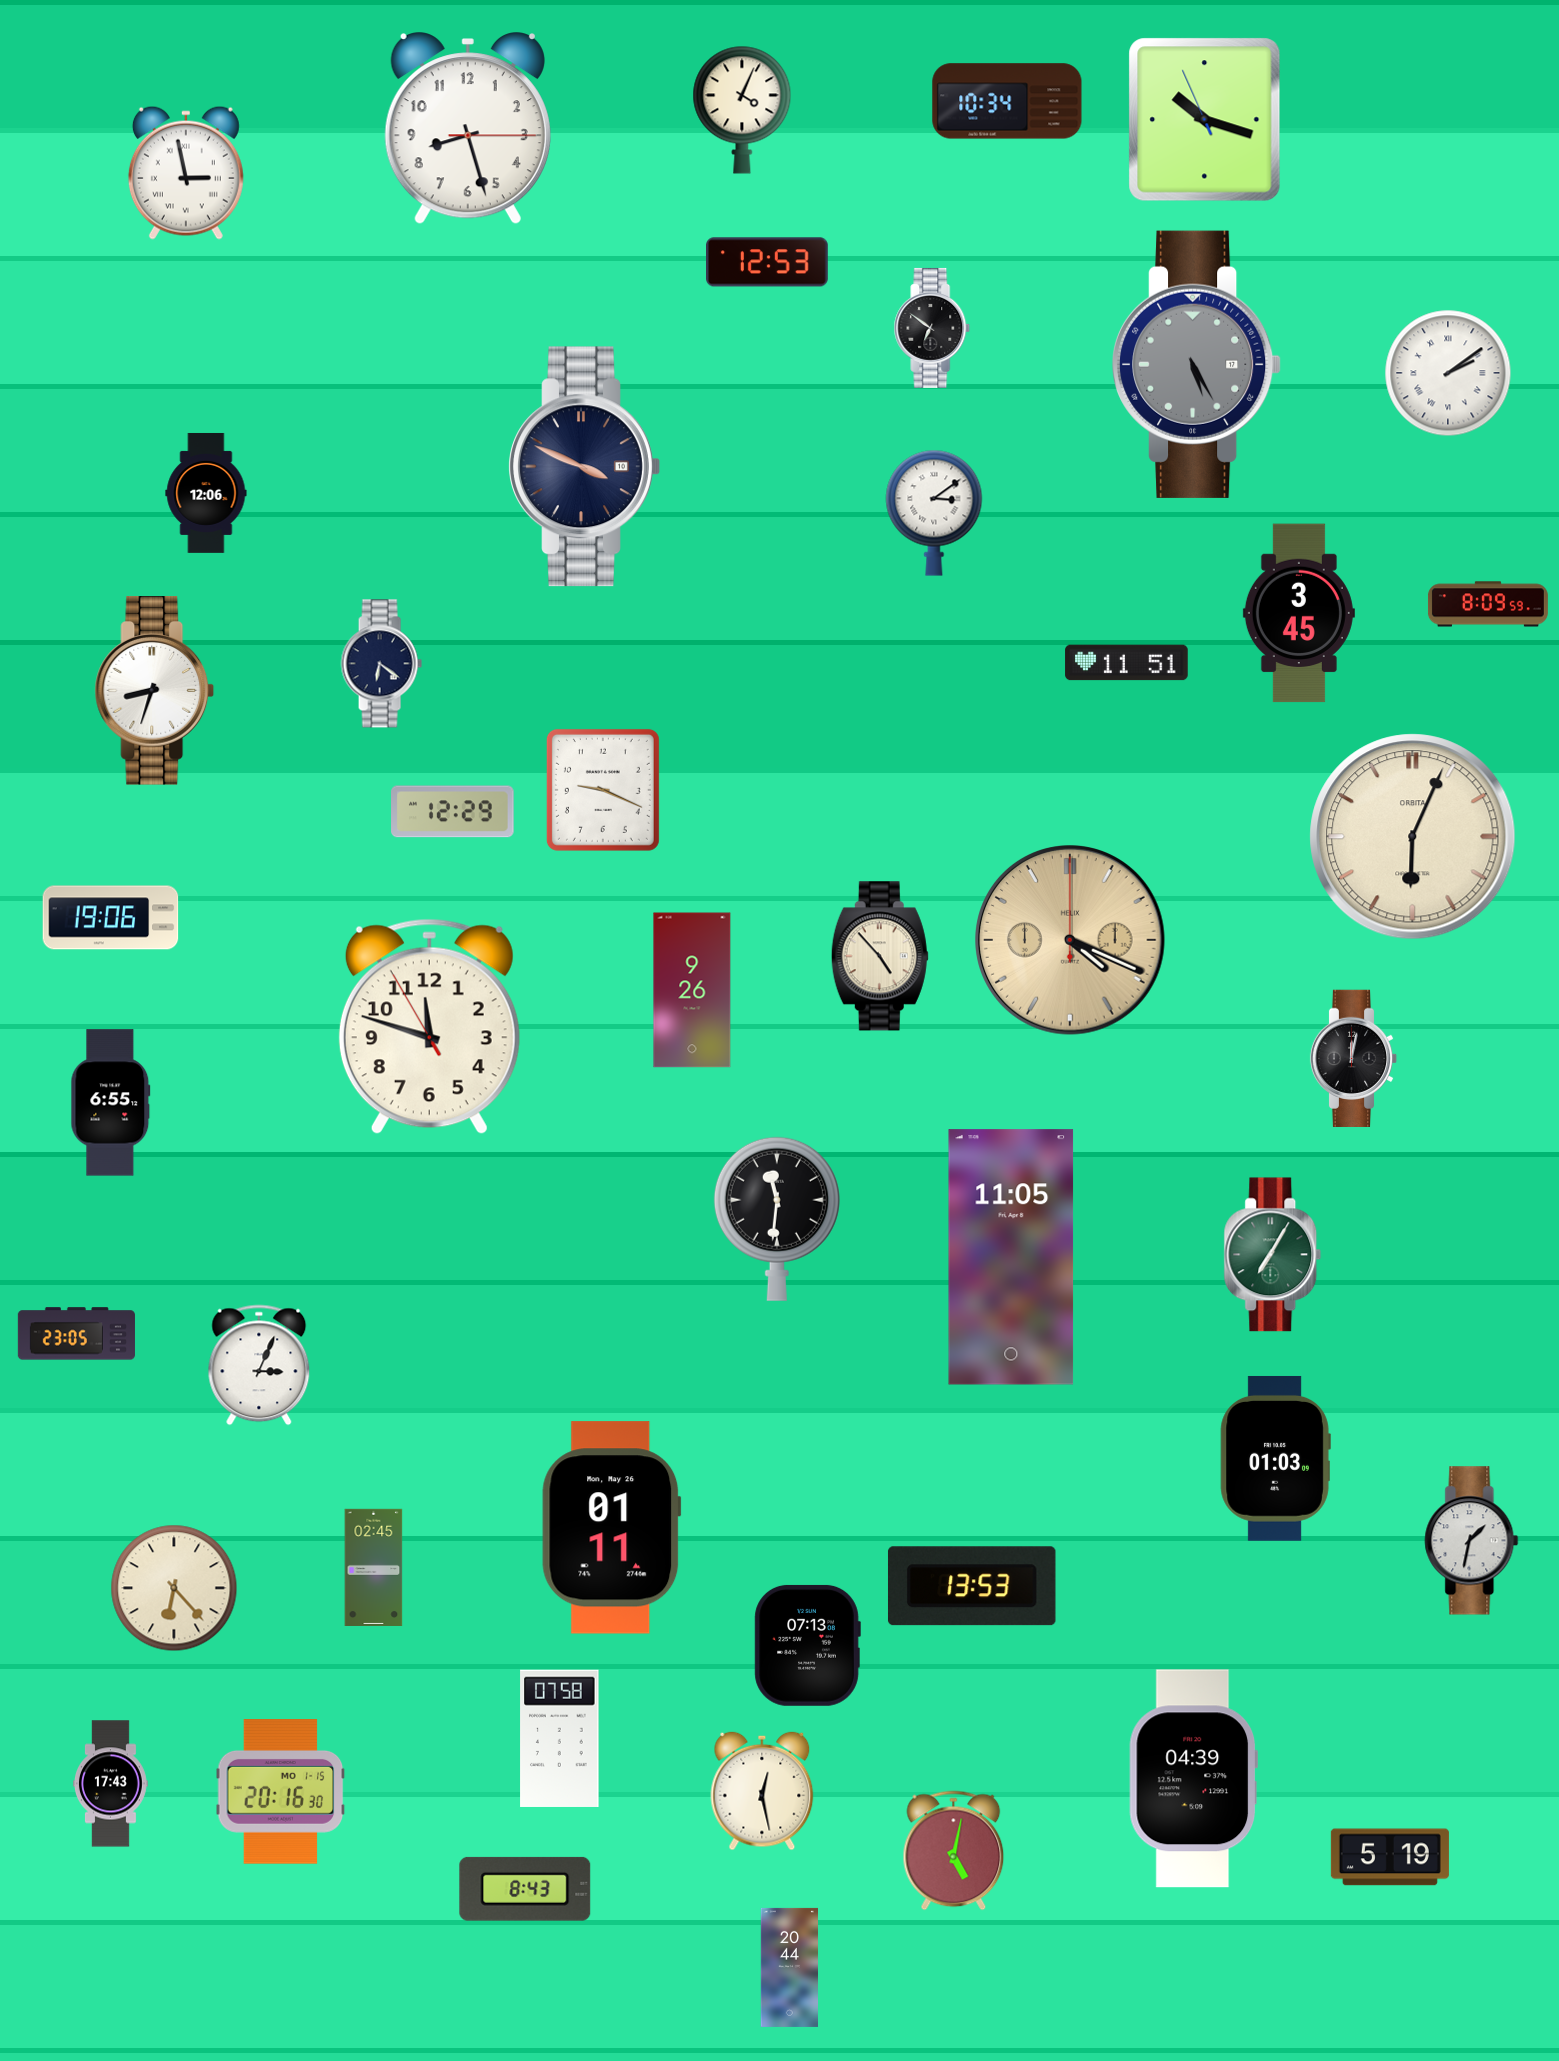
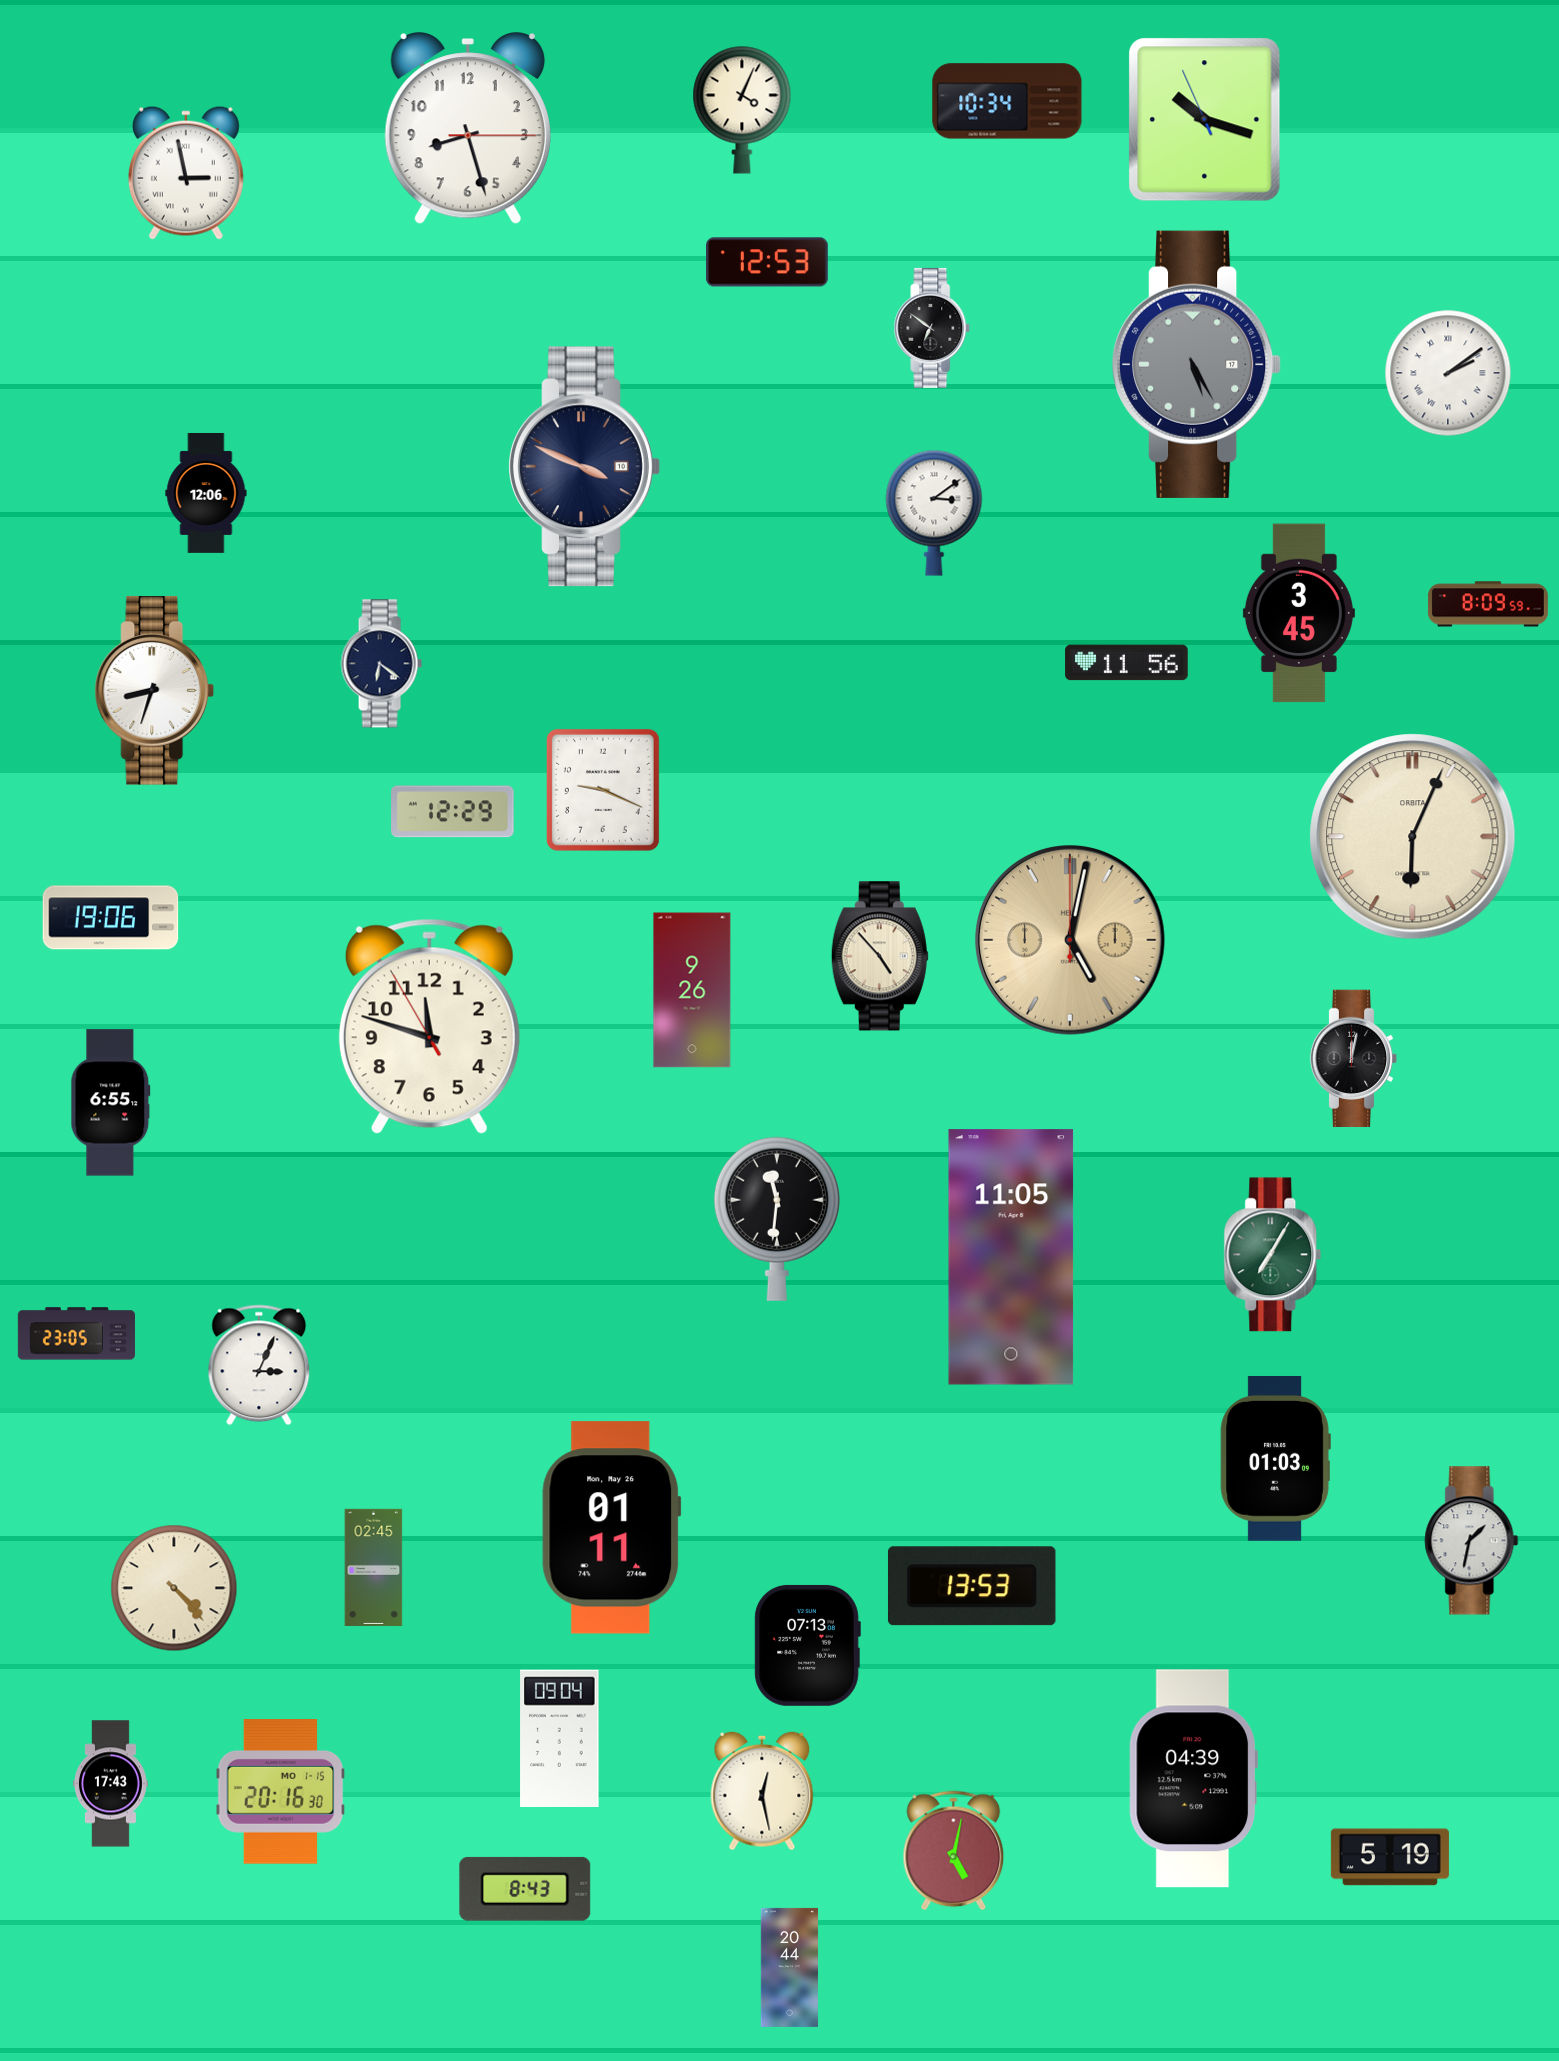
clock at (1127, 663): 11:51 -> 11:56
clock at (1070, 940): 4:19 -> 5:02
clock at (174, 1588): 6:23 -> 4:23
clock at (560, 1738): 07:58 -> 09:04
